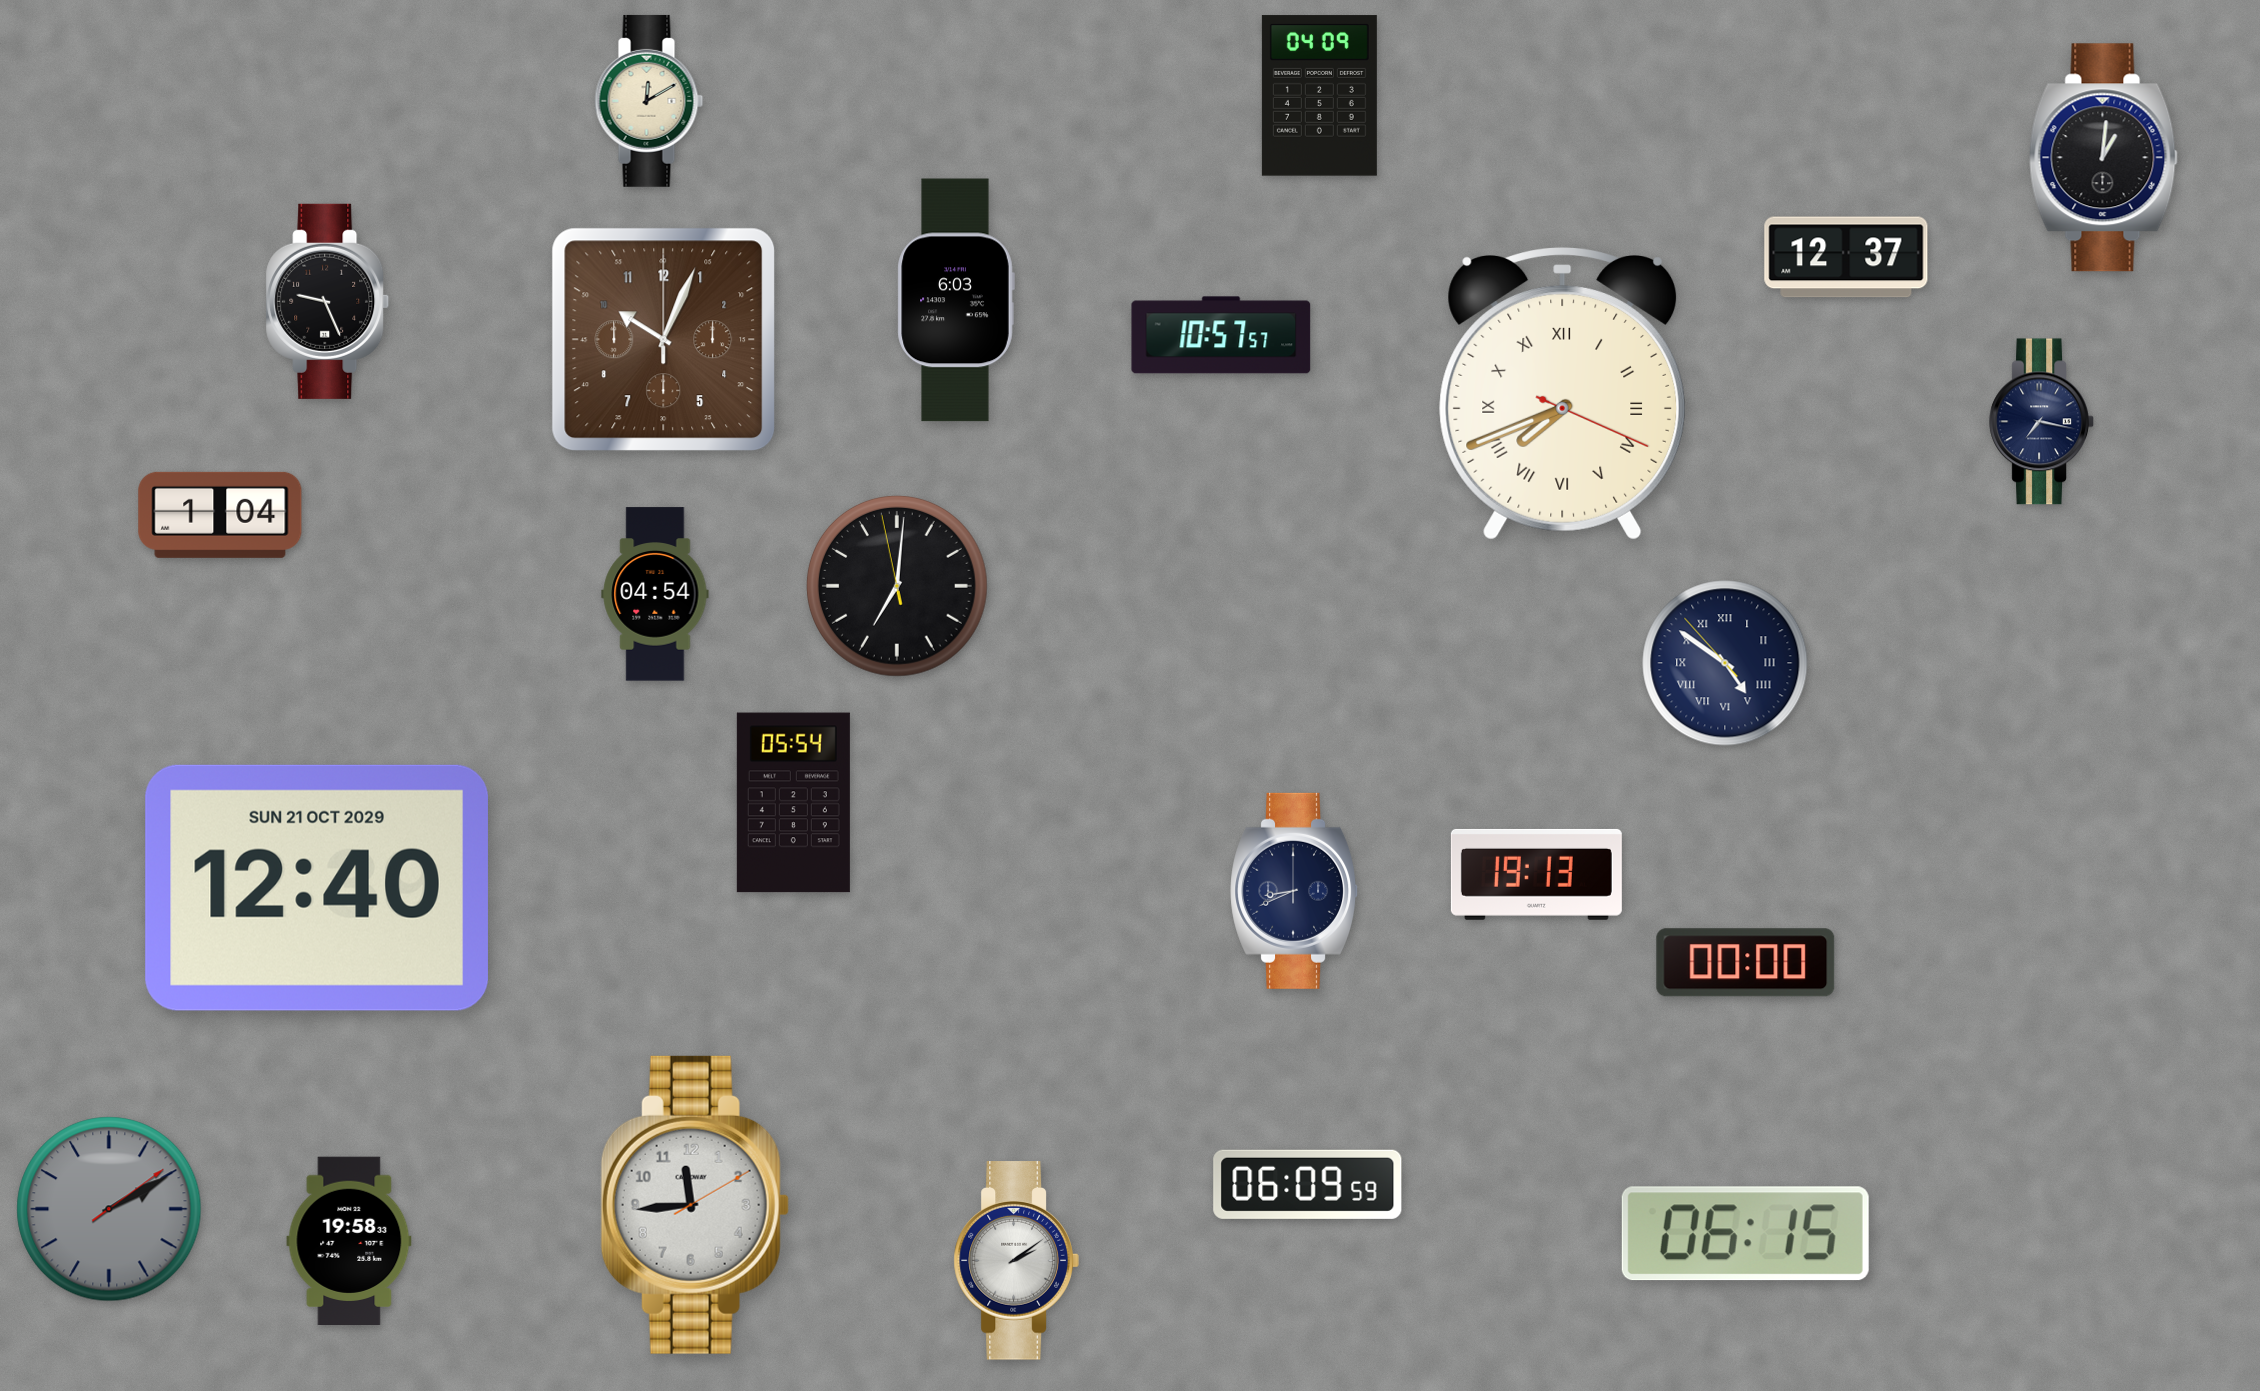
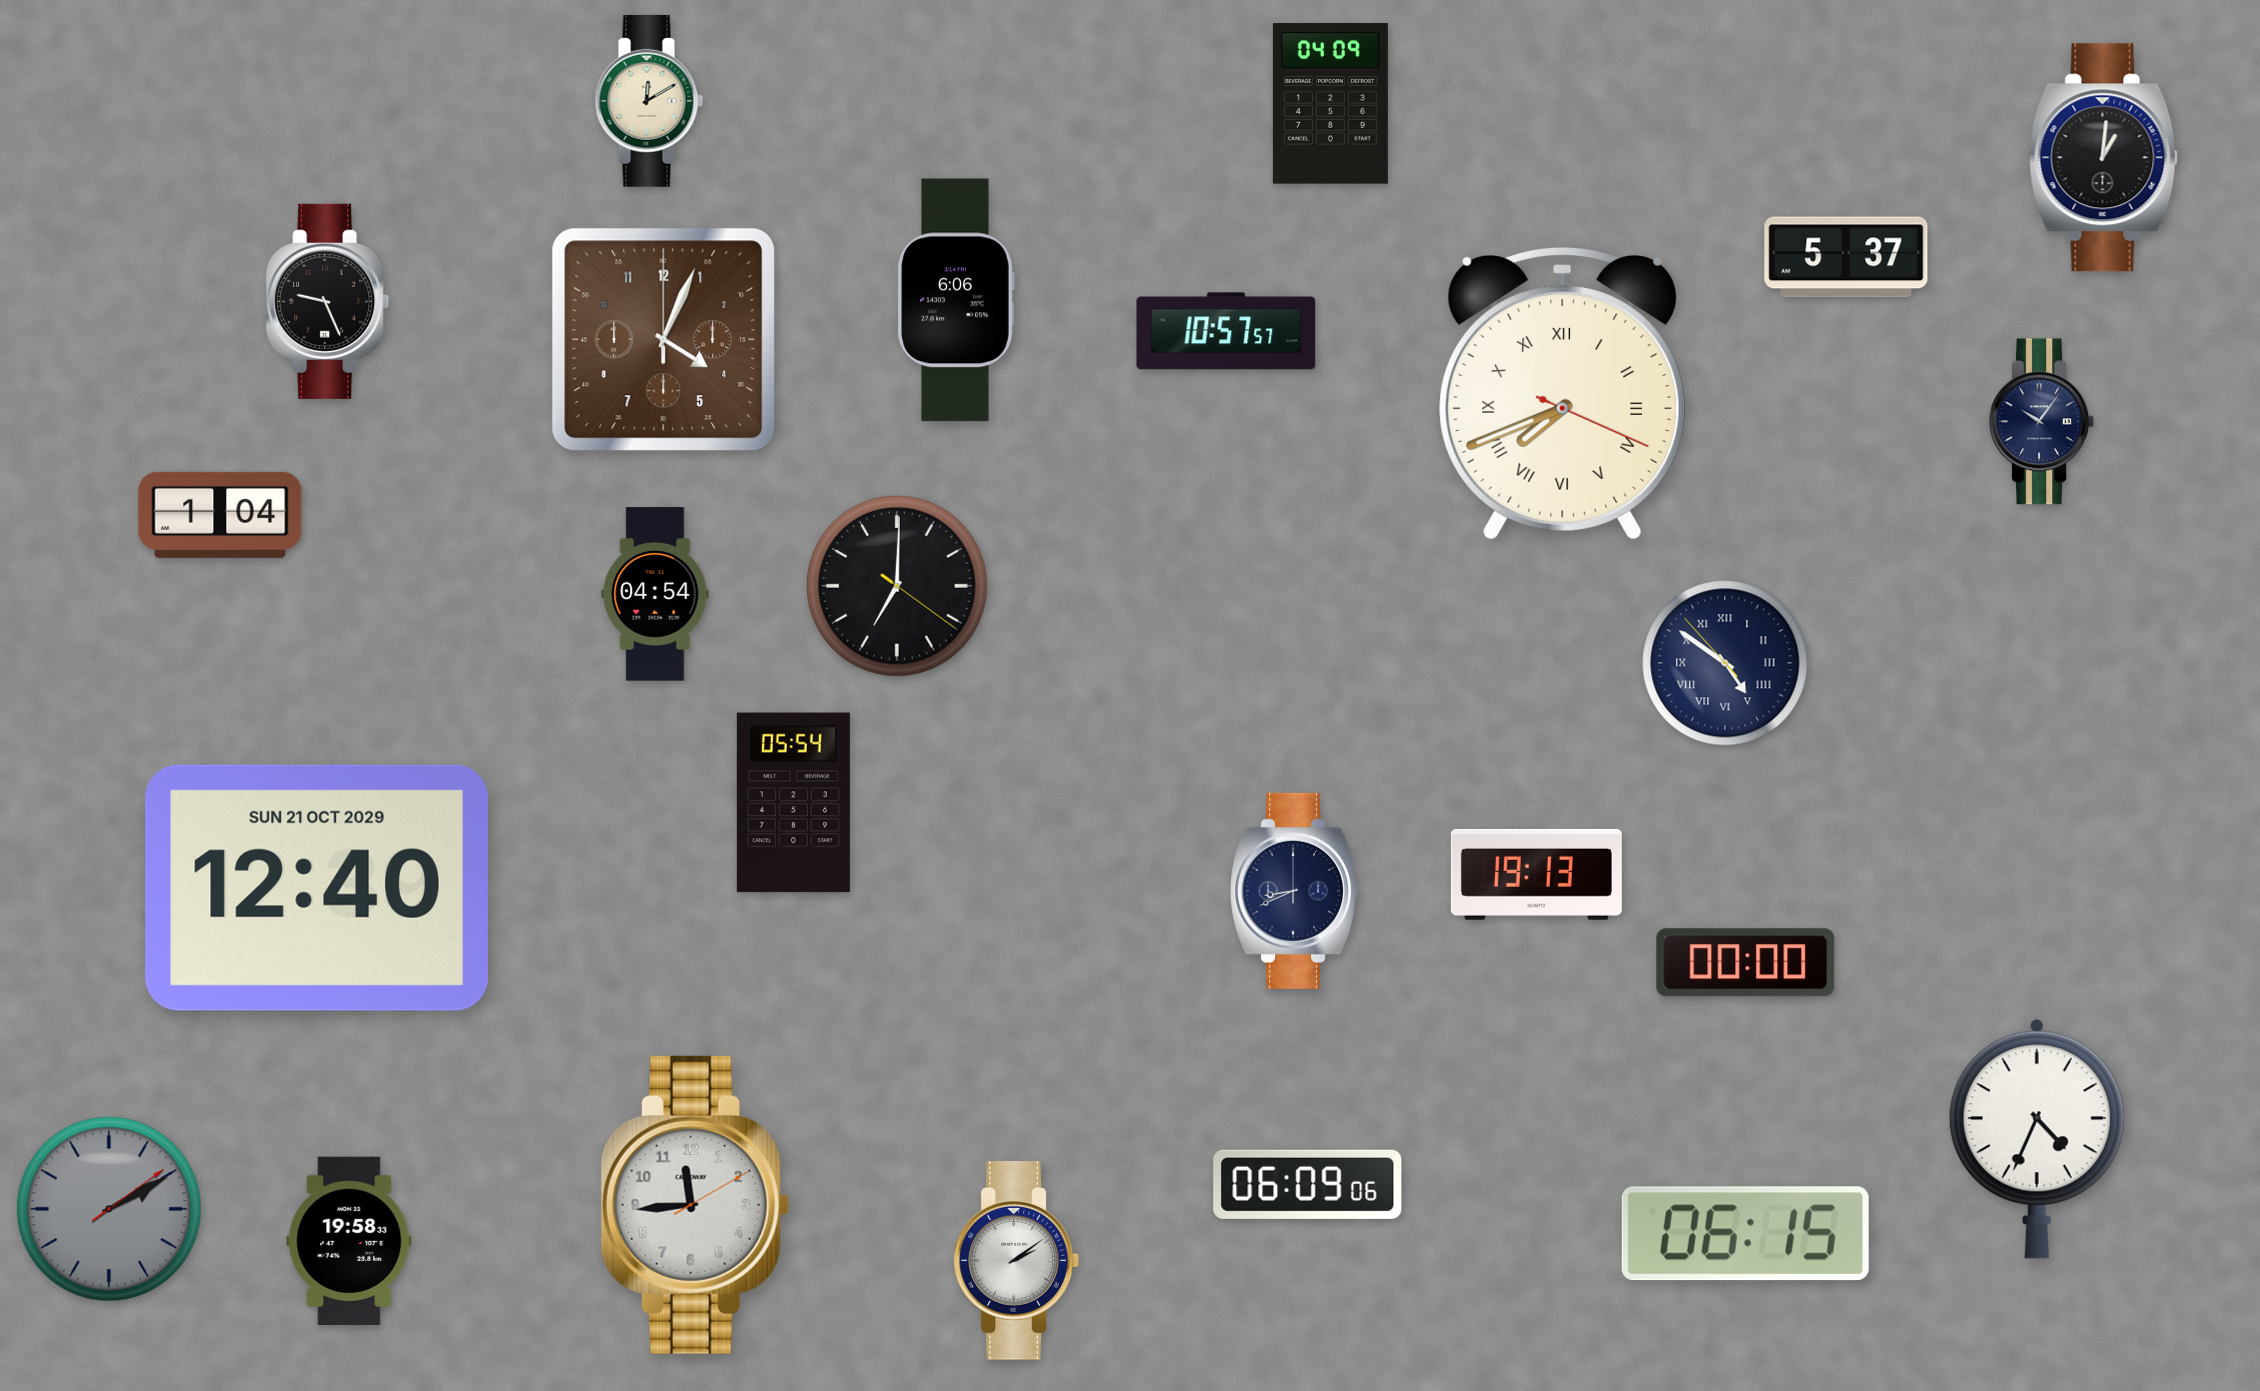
clock at (1319, 96) position: (1319, 96) -> (1330, 104)
clock at (1846, 257): 12:37 -> 5:37
clock at (956, 300): 6:03 -> 6:06
clock at (1221, 335) position: (1221, 335) -> (1226, 331)
clock at (664, 340): 10:04 -> 4:04
clock at (2041, 422): 7:17 -> 10:06
clock at (897, 586): 7:00:58 -> 7:00:21
clock at (2037, 1139): none -> 4:34
clock at (1308, 1184): 06:09:59 -> 06:09:06
